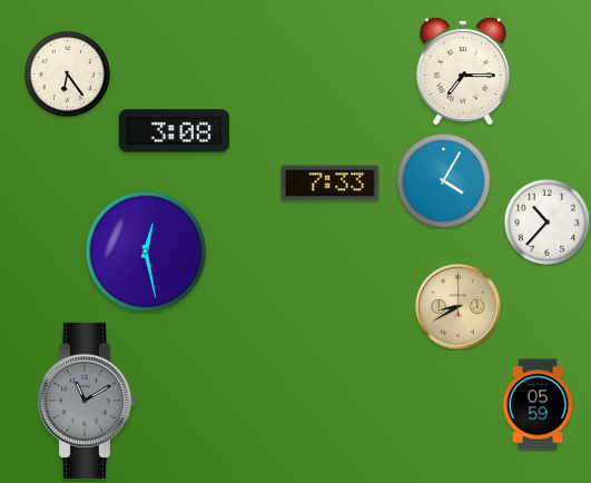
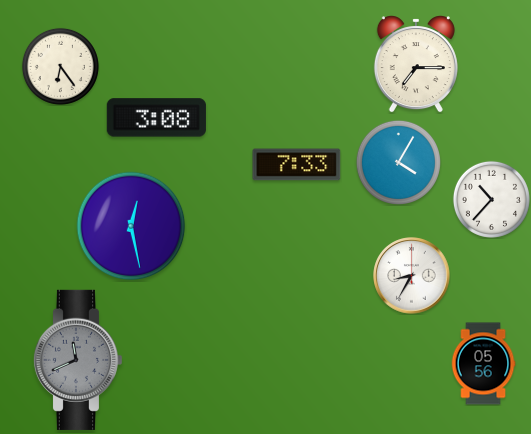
clock at (459, 307): 8:40 -> 8:35
clock at (459, 307) dial: champagne -> white
clock at (86, 401): 11:10 -> 11:41
clock at (538, 405): 05:59 -> 05:56
